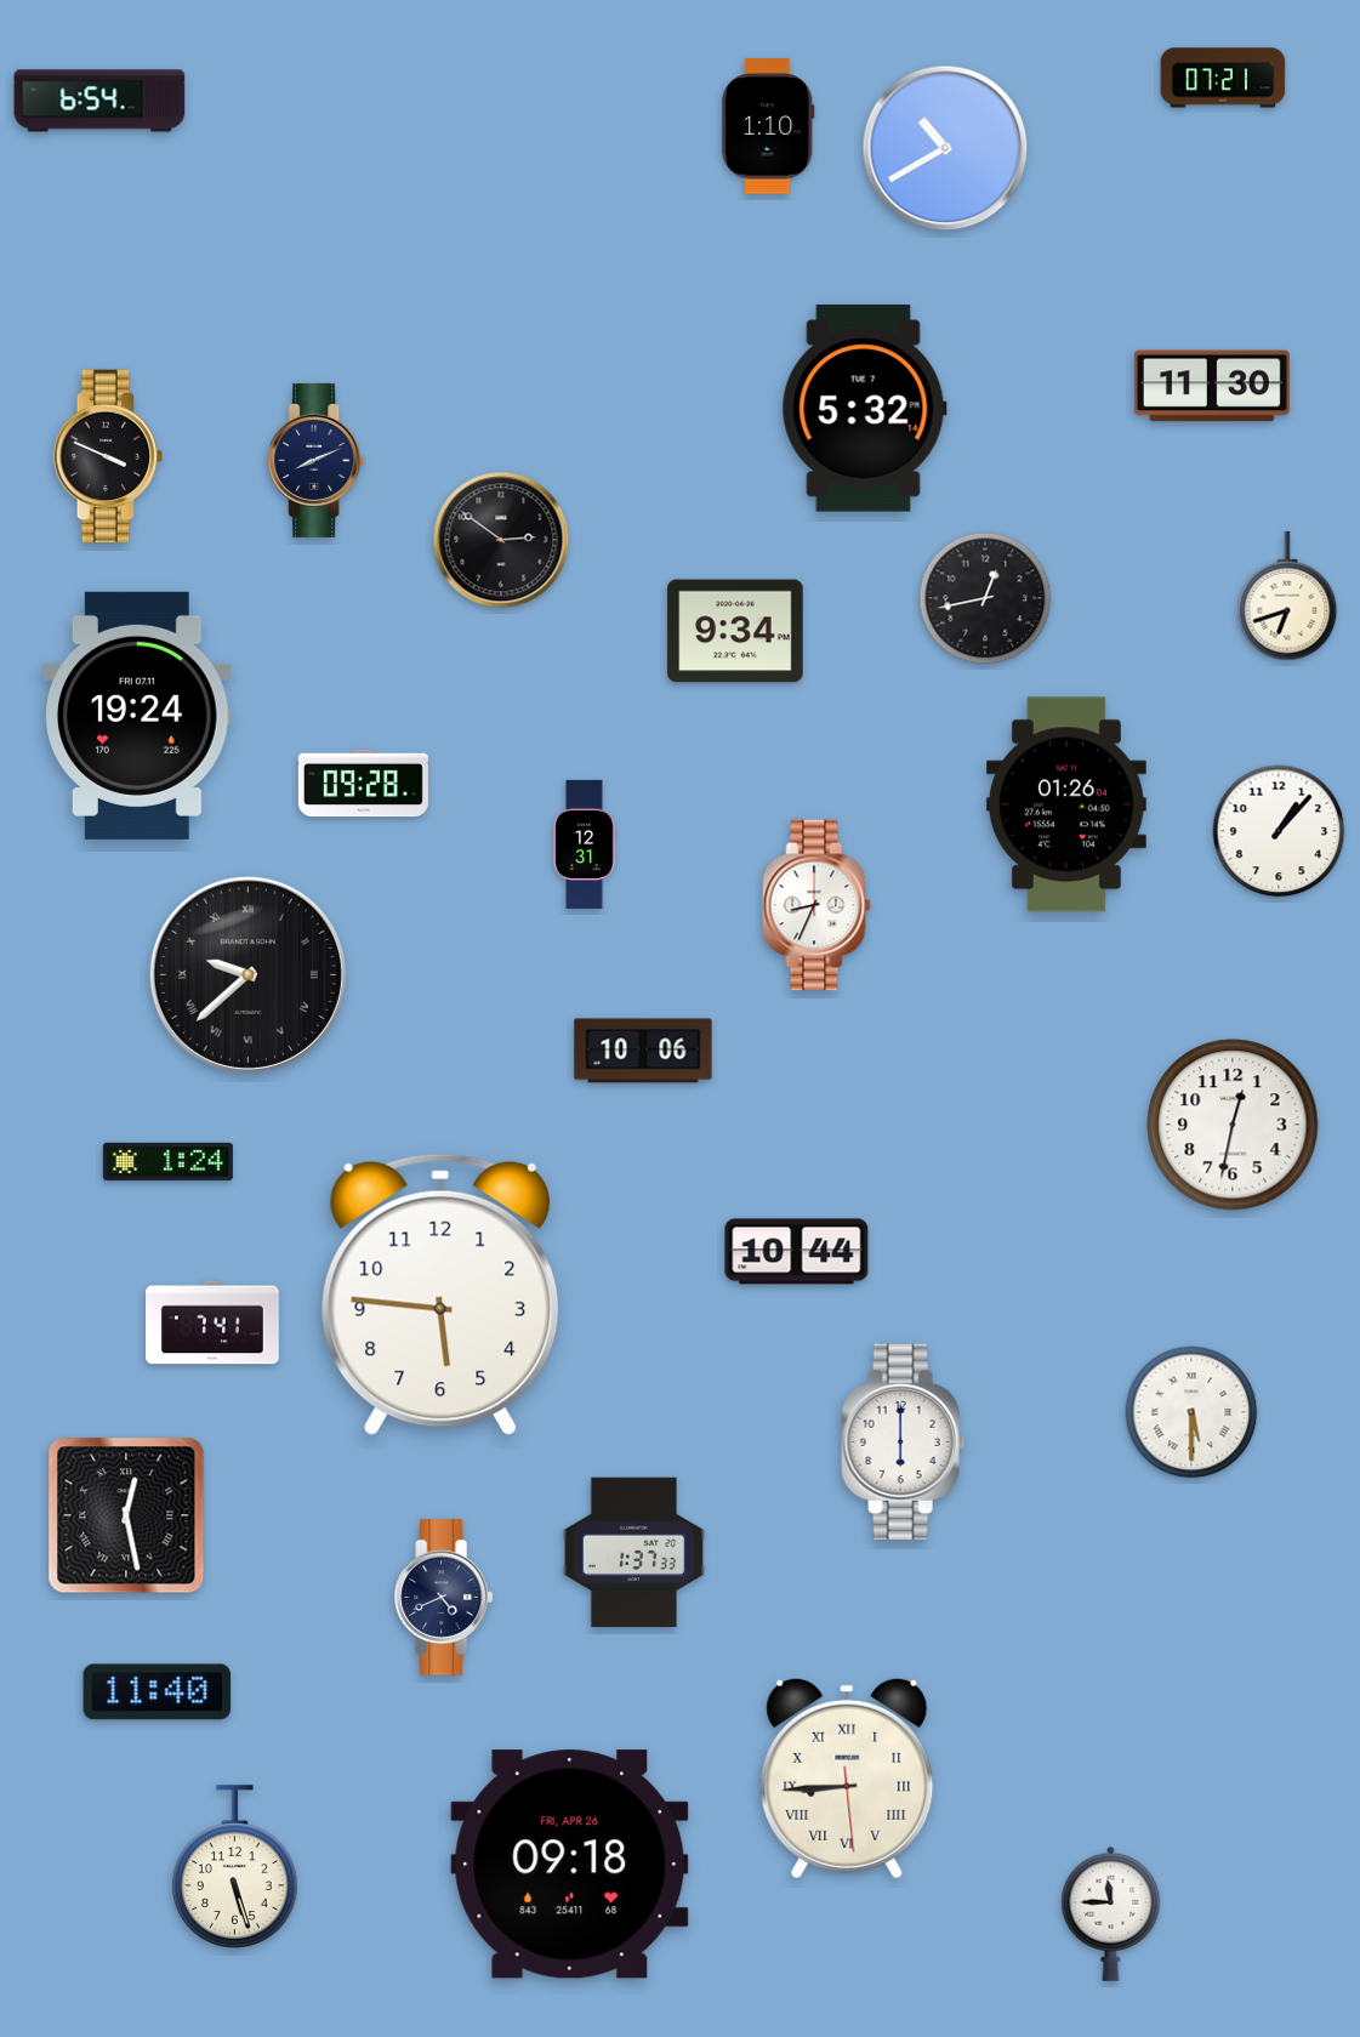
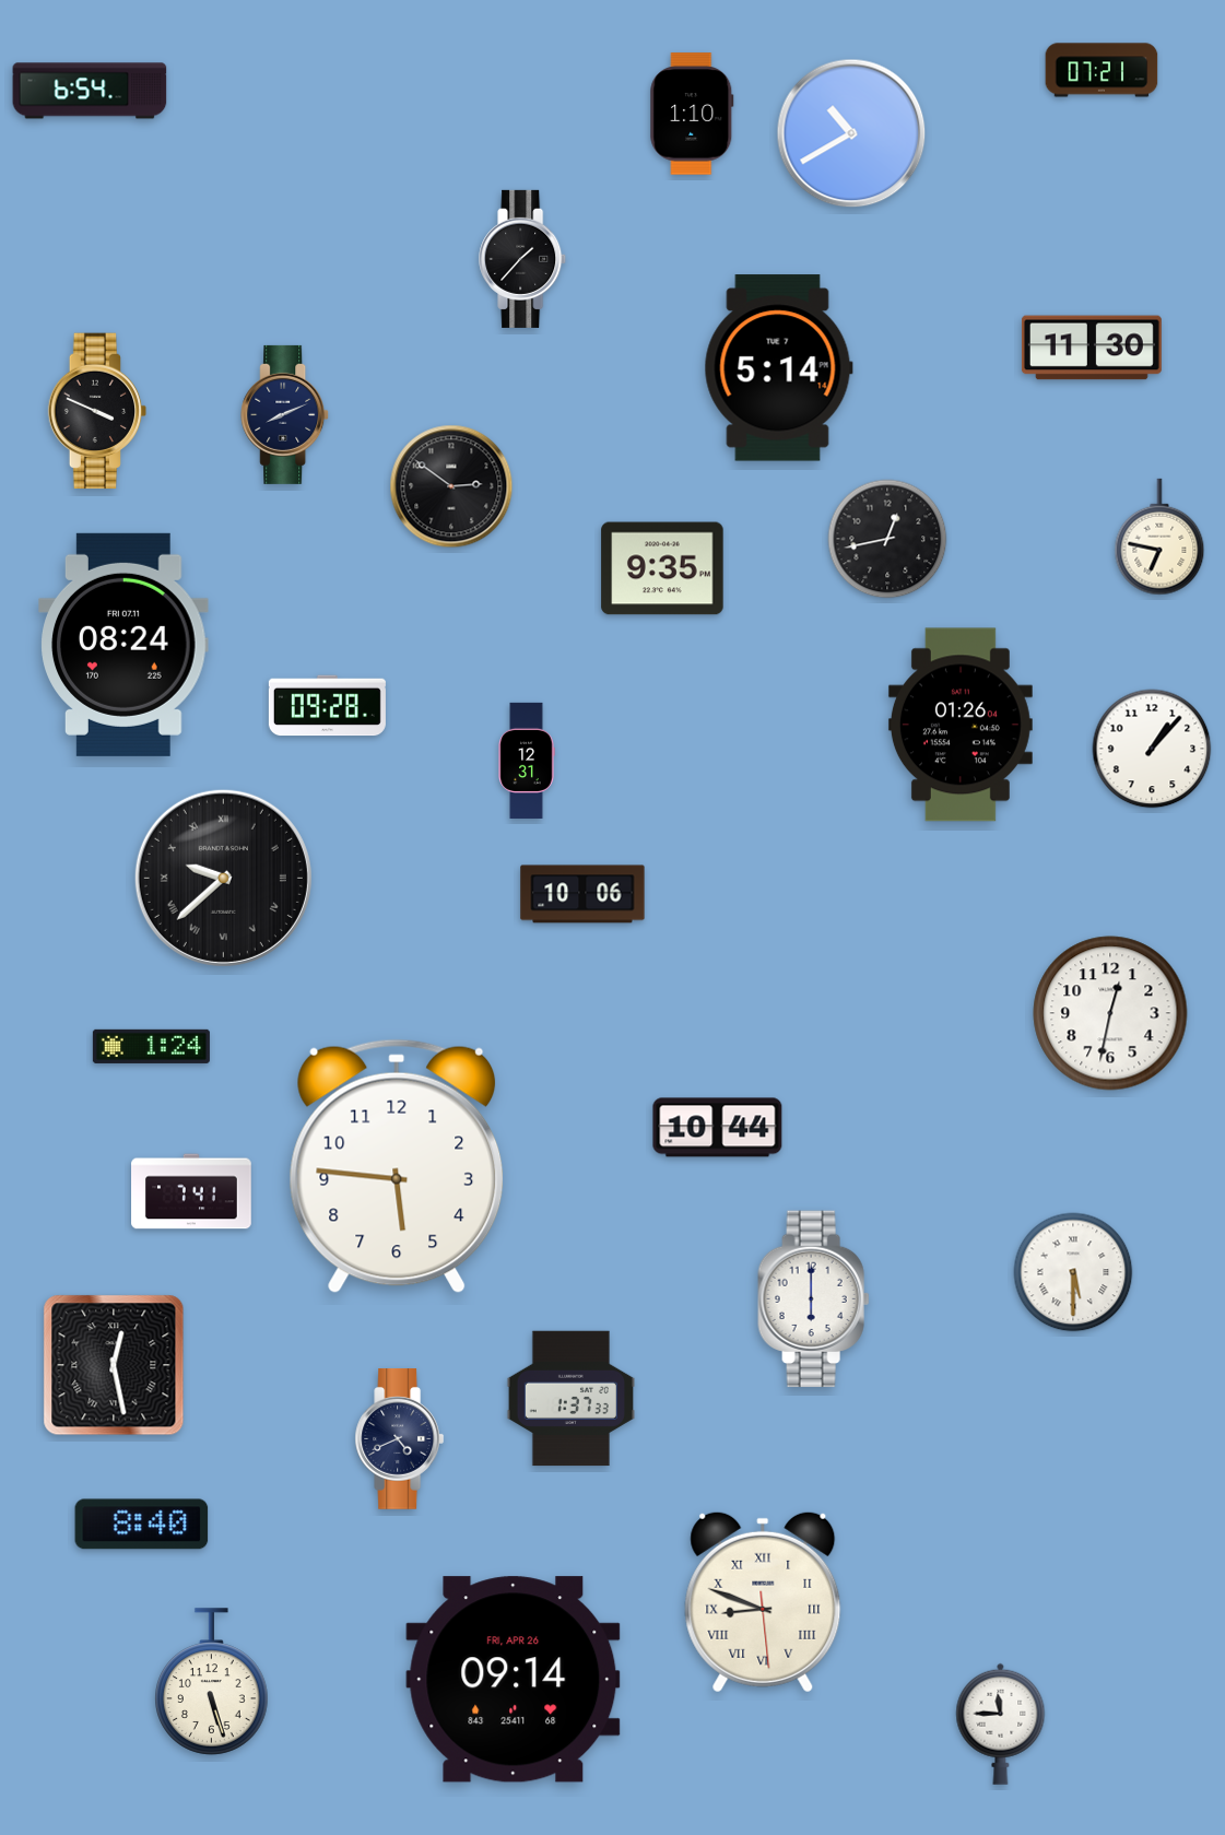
clock at (523, 259): none -> 1:37
clock at (864, 409): 5:32 -> 5:14
clock at (1287, 596): 6:42 -> 6:47
clock at (735, 631): 9:34 -> 9:35
clock at (137, 716): 19:24 -> 08:24
clock at (816, 905): 8:34 -> none
clock at (643, 1051) position: (643, 1051) -> (582, 894)
clock at (158, 1692): 11:40 -> 8:40
clock at (847, 1779): 8:44 -> 8:48
clock at (570, 1865): 09:18 -> 09:14
